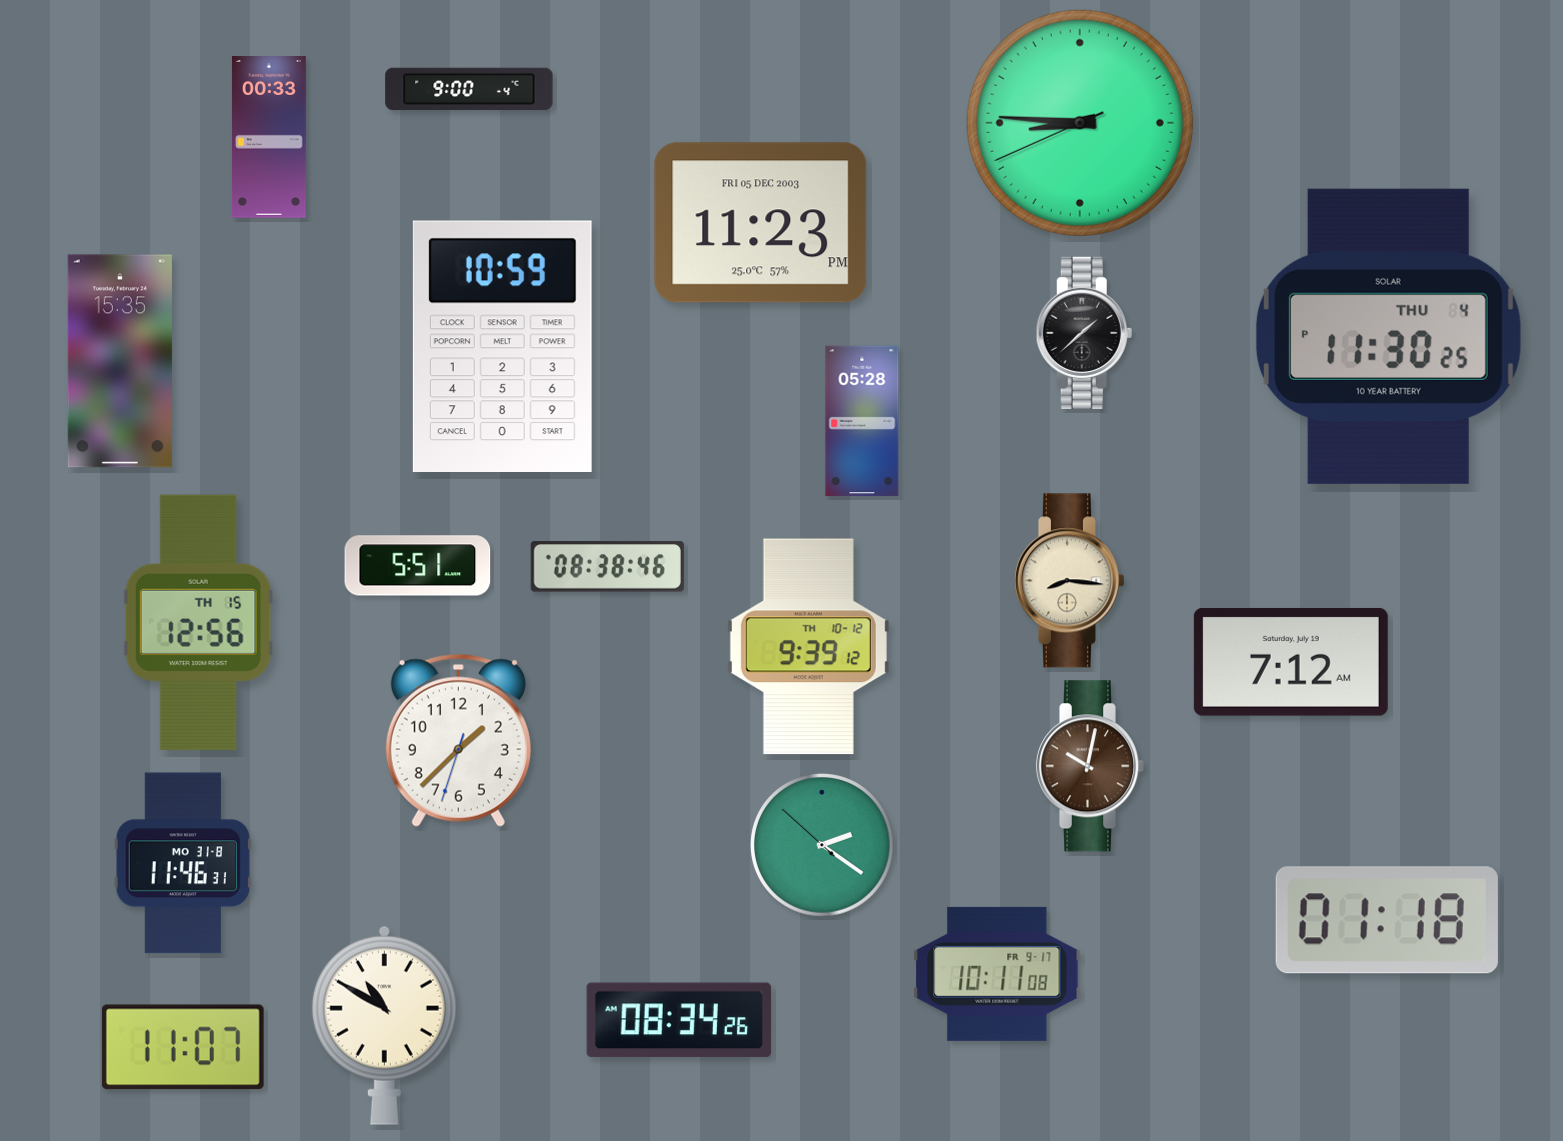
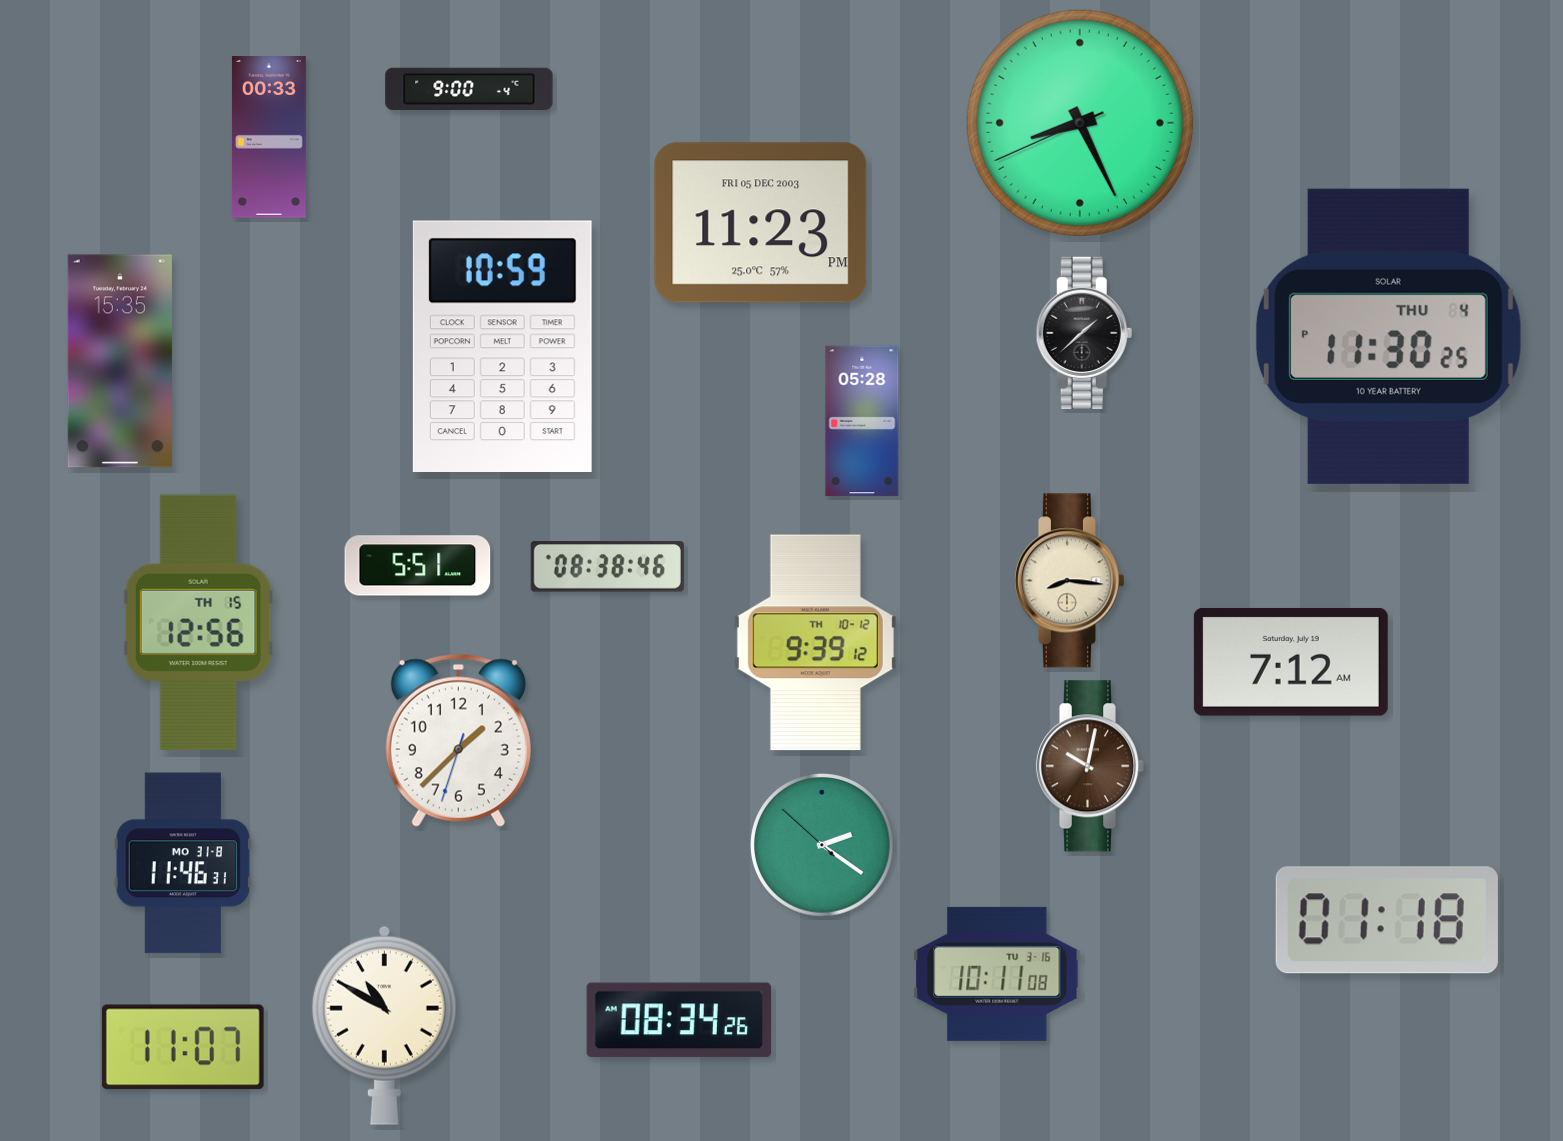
clock at (1080, 123): 8:45 -> 8:25
clock at (808, 647) position: (808, 647) -> (815, 643)
clock at (997, 974) date: FR 9-17 -> TU 3-16
